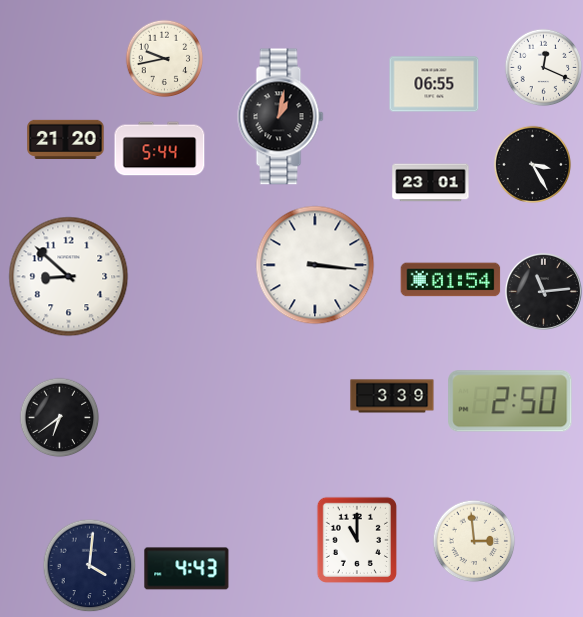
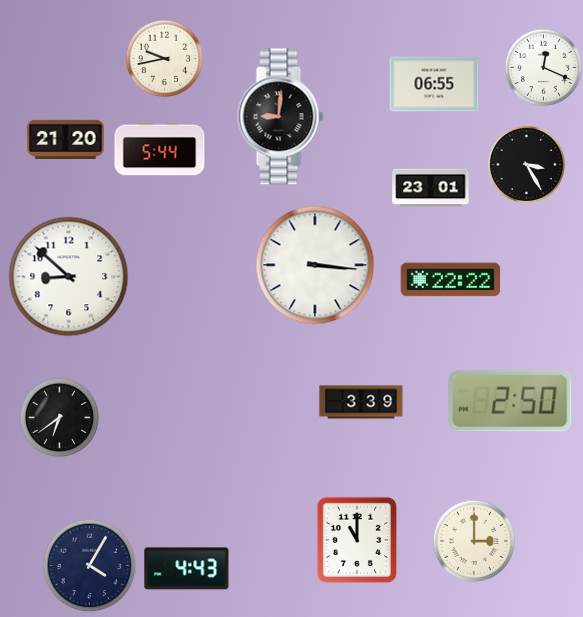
clock at (281, 117): 1:02 -> 9:01
clock at (532, 164) position: (532, 164) -> (526, 164)
clock at (431, 183) position: (431, 183) -> (431, 188)
clock at (451, 280): 01:54 -> 22:22
clock at (543, 291): 11:14 -> none
clock at (392, 396) position: (392, 396) -> (361, 402)
clock at (474, 541): 2:59 -> 3:00
clock at (89, 565): 4:01 -> 4:05
